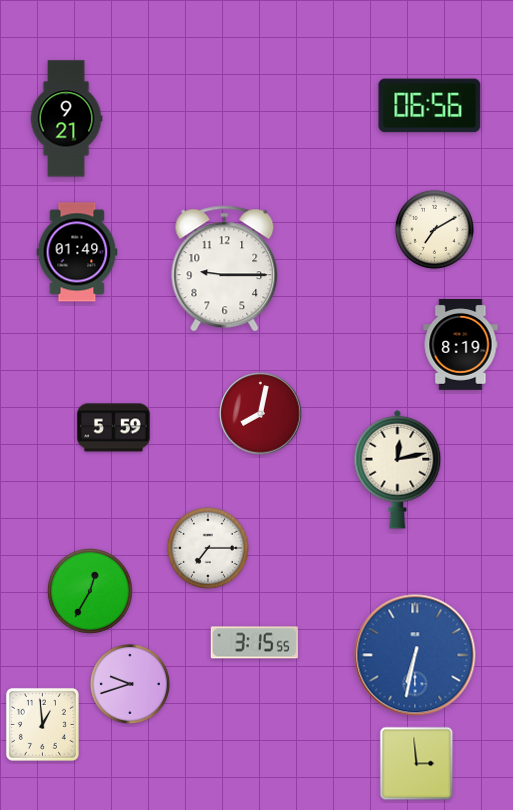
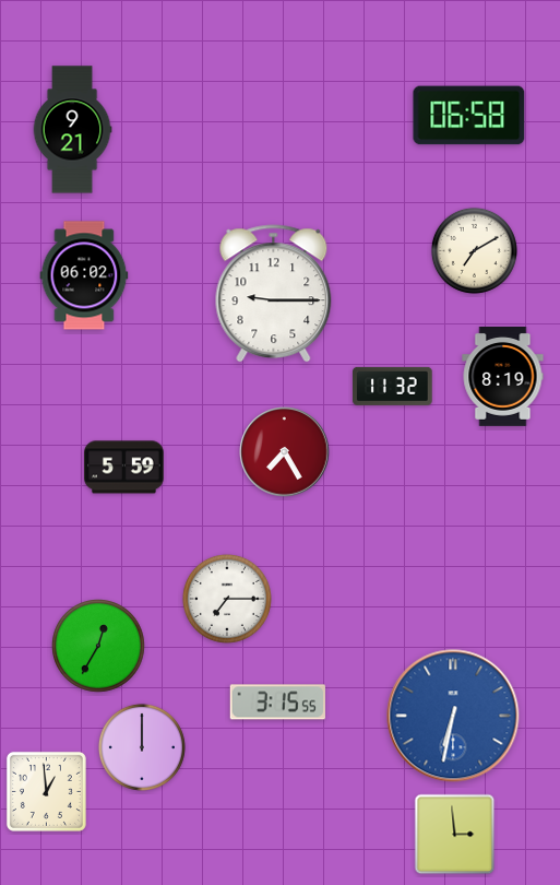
clock at (430, 106): 06:56 -> 06:58
clock at (77, 252): 01:49 -> 06:02
clock at (225, 269) position: (225, 269) -> (274, 294)
clock at (393, 386): none -> 11:32
clock at (261, 414): 8:02 -> 7:25
clock at (398, 469): 12:13 -> none
clock at (130, 684): 9:42 -> 12:00
